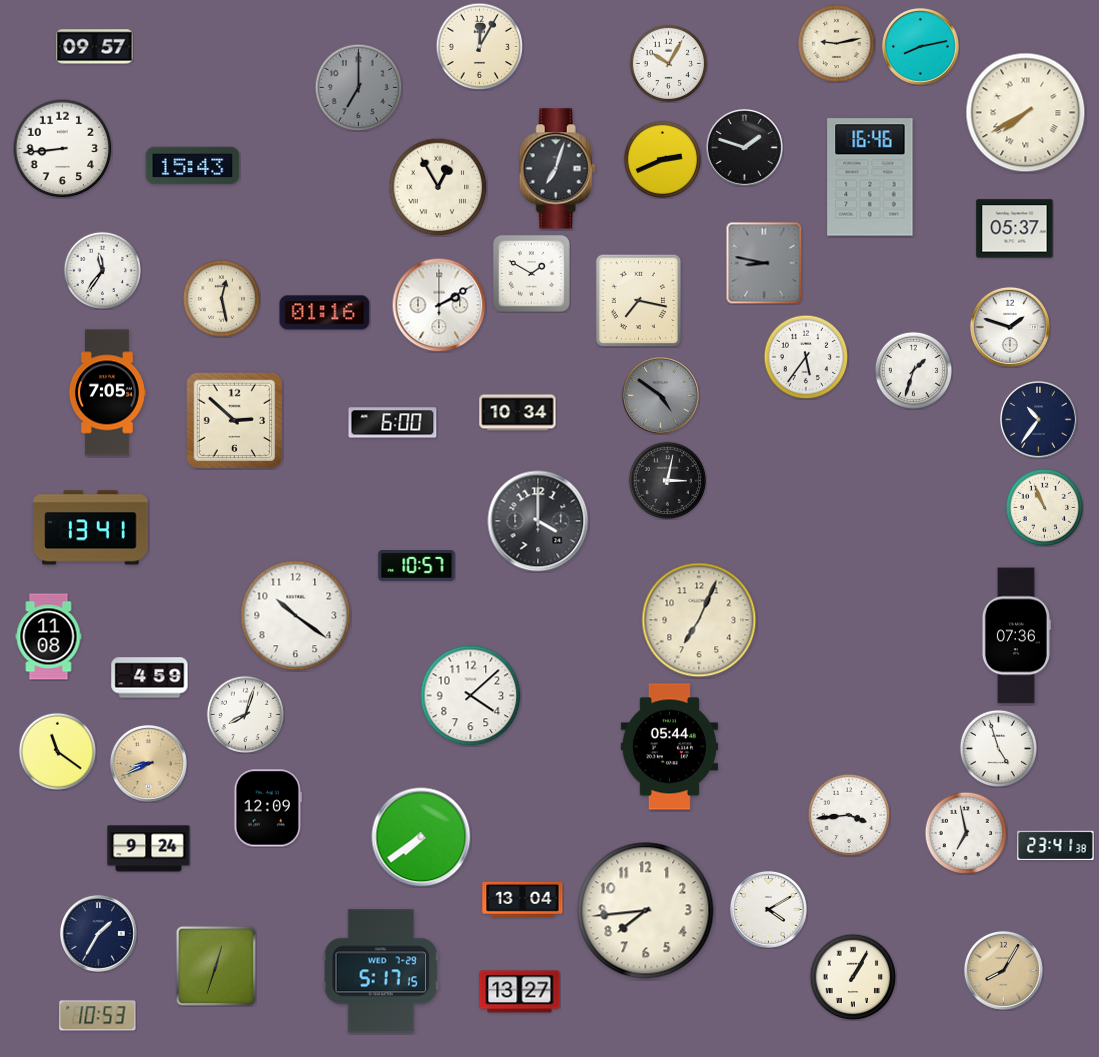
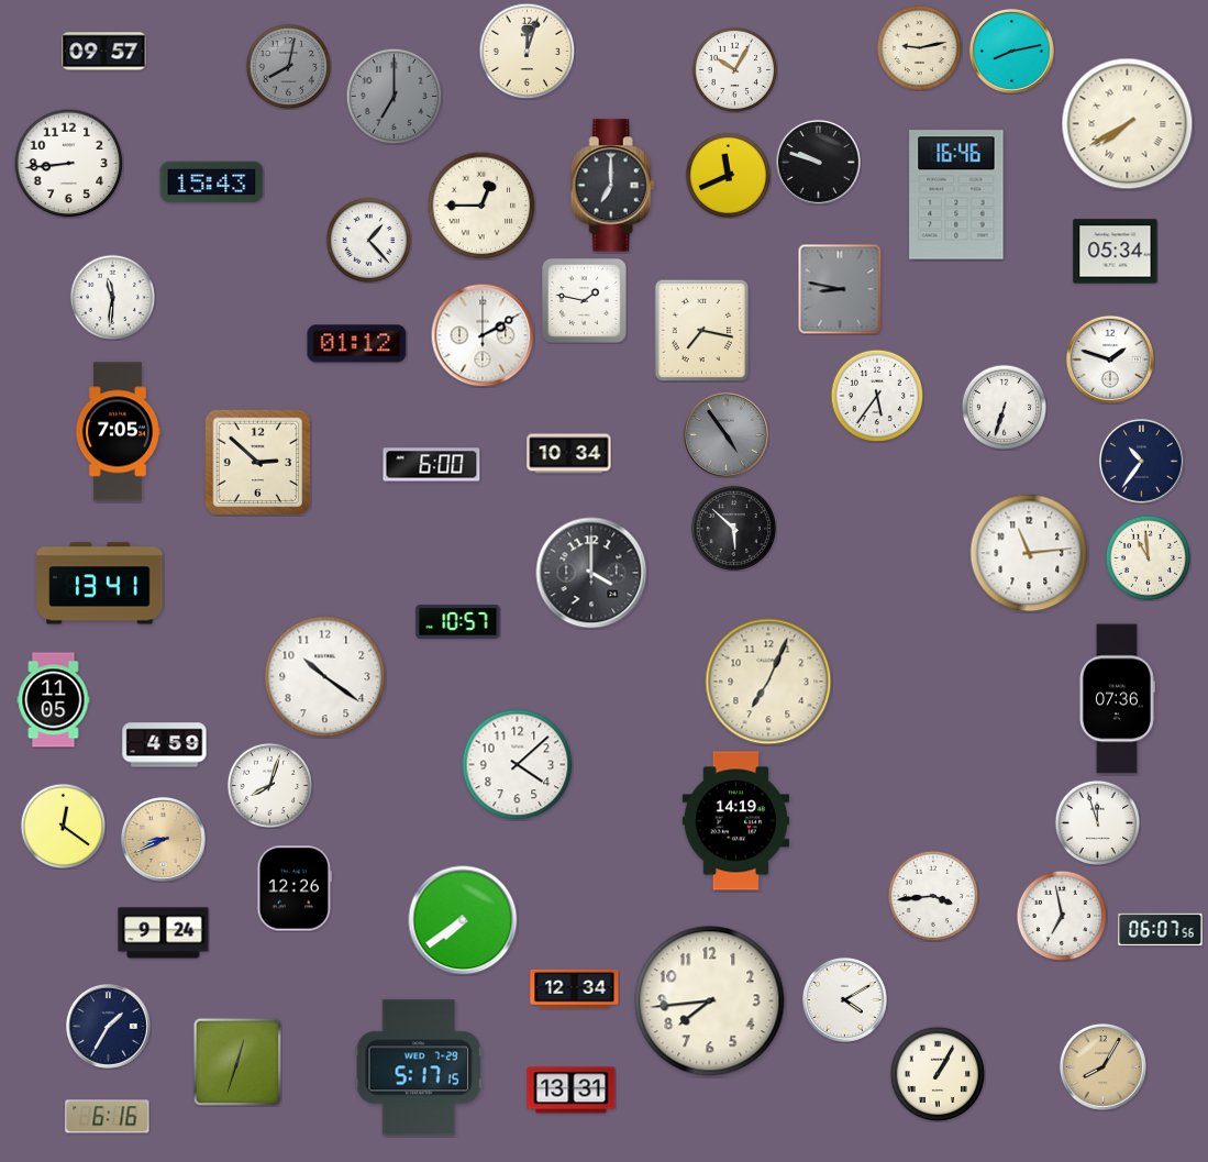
clock at (479, 46): 12:05 -> 12:03
clock at (288, 66): none -> 8:02
clock at (744, 147): 1:48 -> 9:48
clock at (662, 159): 2:41 -> 11:41
clock at (557, 169): 7:03 -> 7:00
clock at (438, 187): 12:55 -> 12:45
clock at (368, 240): none -> 1:23
clock at (1015, 229): 05:37 -> 05:34
clock at (102, 270): 11:36 -> 11:31
clock at (531, 273): 1:50 -> 1:47
clock at (221, 298): 12:28 -> none
clock at (325, 313): 01:16 -> 01:12
clock at (806, 357) position: (806, 357) -> (877, 396)
clock at (913, 370): 1:33 -> 6:33
clock at (660, 395): 4:51 -> 4:54
clock at (667, 480): 3:02 -> 5:52
clock at (1029, 553): none -> 11:14
clock at (1044, 507): 10:56 -> 10:59
clock at (91, 528) position: (91, 528) -> (100, 584)
clock at (49, 637): 11:08 -> 11:05
clock at (669, 747): 05:44 -> 14:19
clock at (998, 748): 4:57 -> 11:57
clock at (57, 751): 11:21 -> 12:21
clock at (268, 808): 12:09 -> 12:26
clock at (1056, 846): 23:41 -> 06:07
clock at (523, 899): 13:04 -> 12:34
clock at (520, 992): 13:27 -> 13:31
clock at (98, 1016): 10:53 -> 6:16
